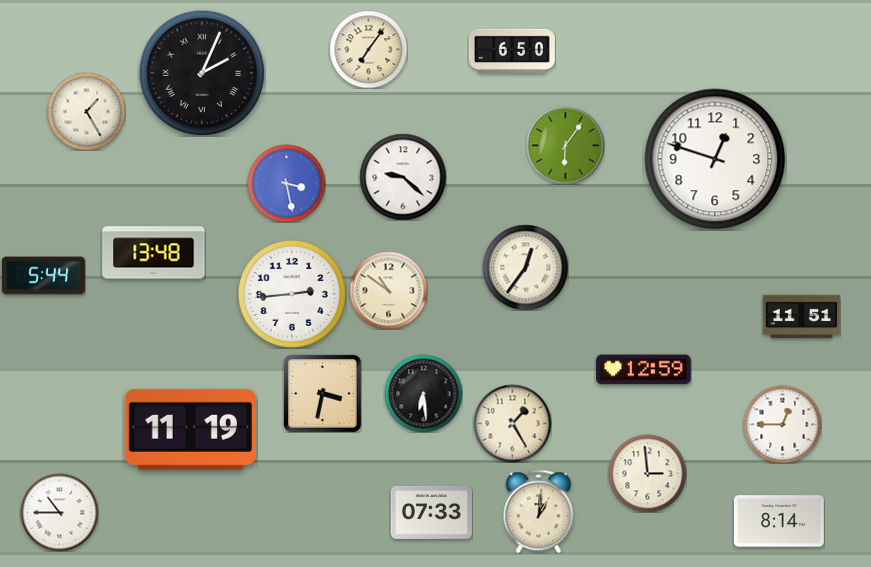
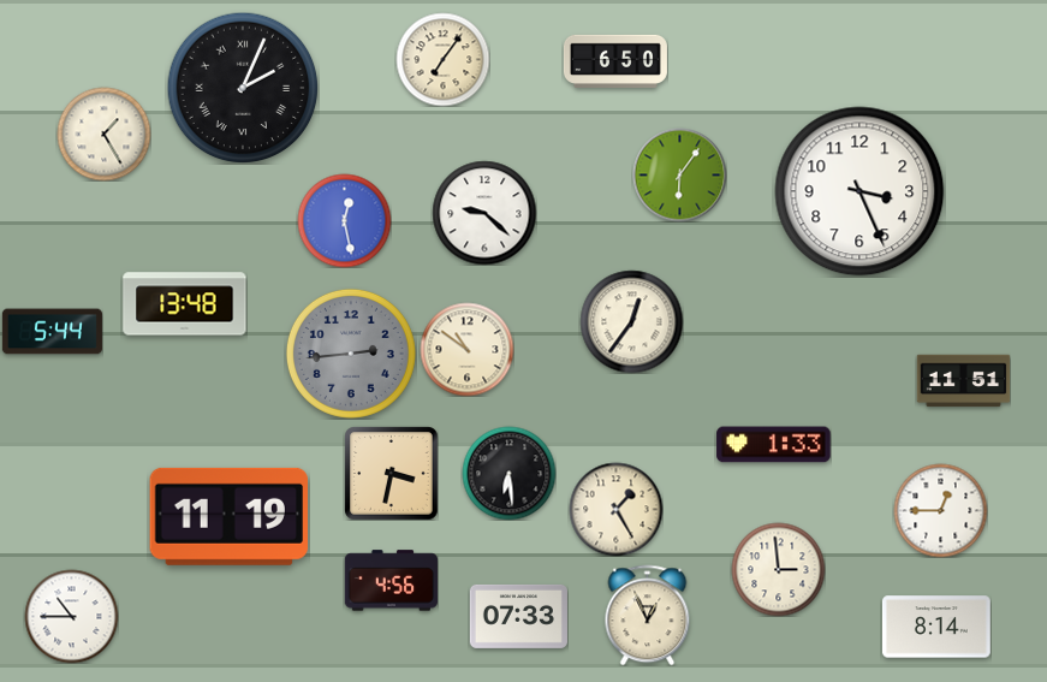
clock at (715, 159): 12:48 -> 3:26
clock at (286, 183): 3:28 -> 12:28
clock at (292, 294) dial: white -> grey
clock at (644, 370): 12:59 -> 1:33
clock at (322, 393) position: (322, 393) -> (391, 473)
clock at (391, 581): none -> 4:56
clock at (539, 511): 1:01 -> 12:56
